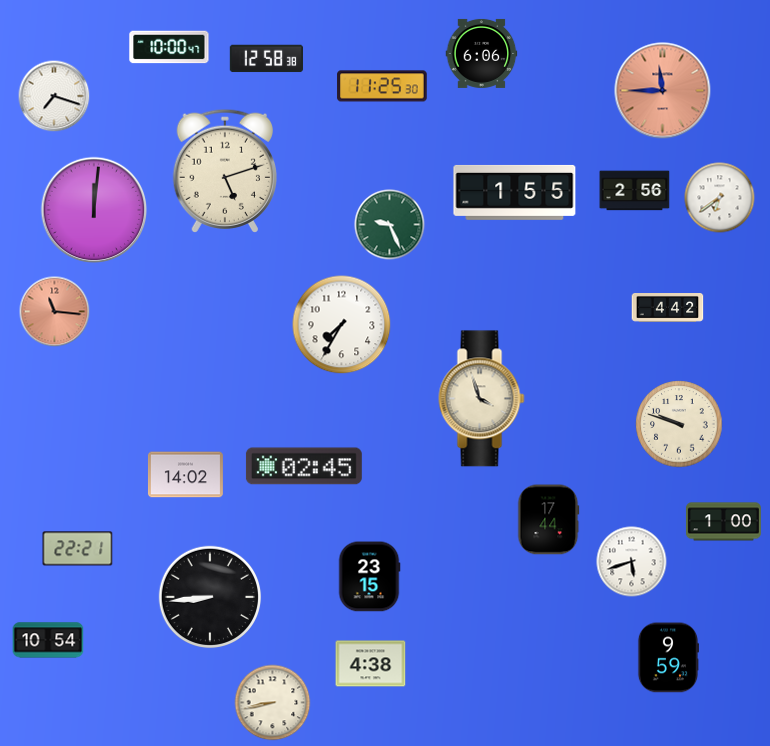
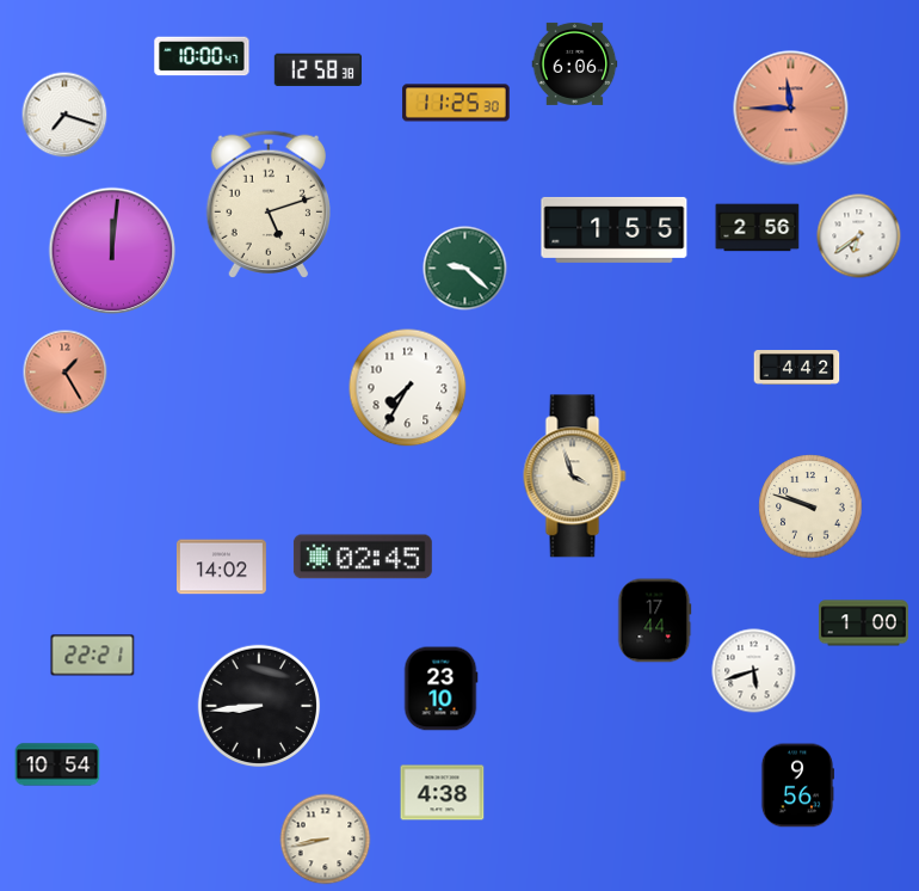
clock at (390, 225): 9:26 -> 9:22
clock at (55, 312): 11:16 -> 1:25
clock at (369, 577): 23:15 -> 23:10
clock at (210, 597) position: (210, 597) -> (259, 706)
clock at (667, 658): 9:59 -> 9:56
